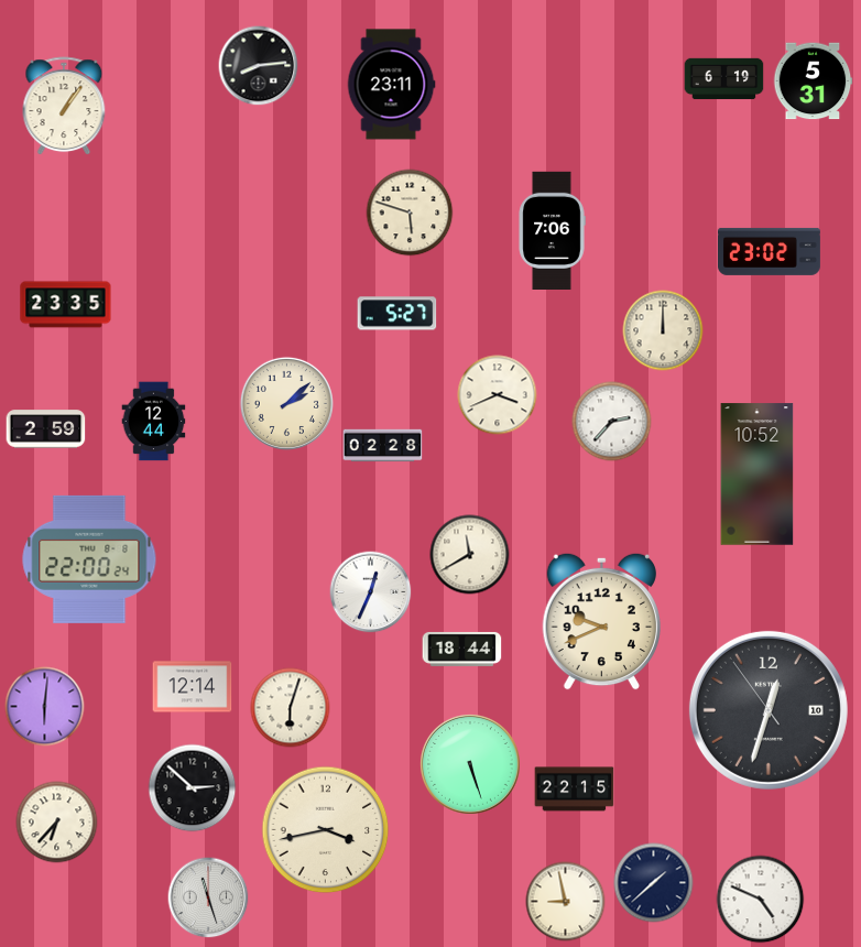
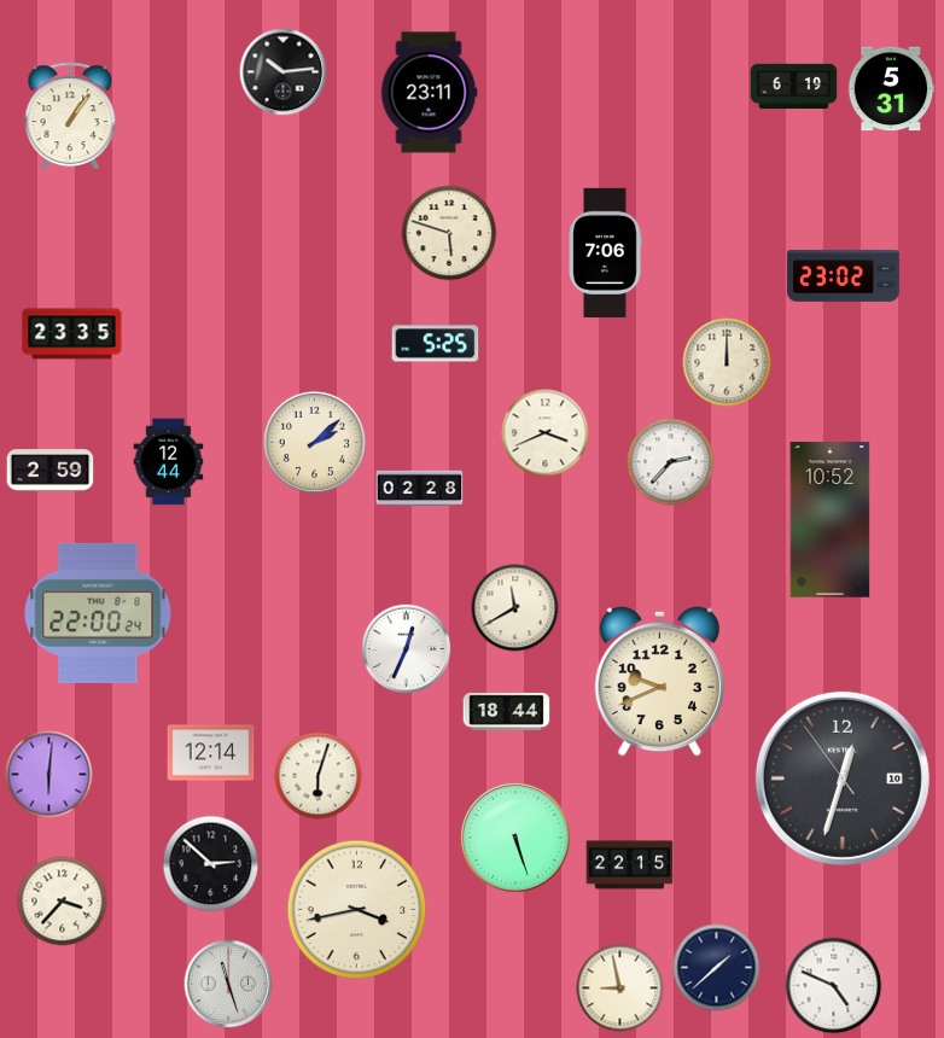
clock at (259, 66): 8:14 -> 10:14
clock at (397, 314): 5:27 -> 5:25
clock at (57, 823): 6:37 -> 3:37
